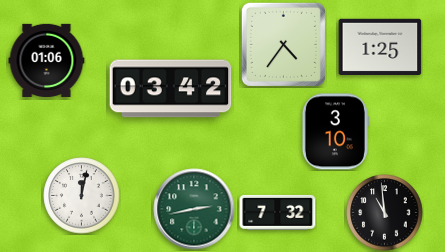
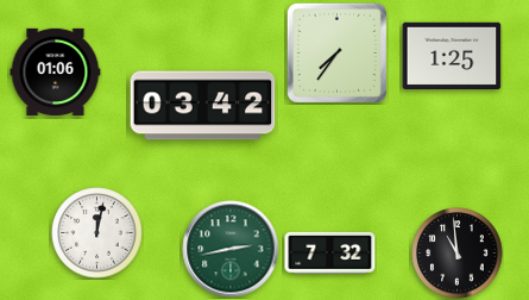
clock at (283, 44): 4:36 -> 7:36
clock at (335, 132): 3:10 -> none
